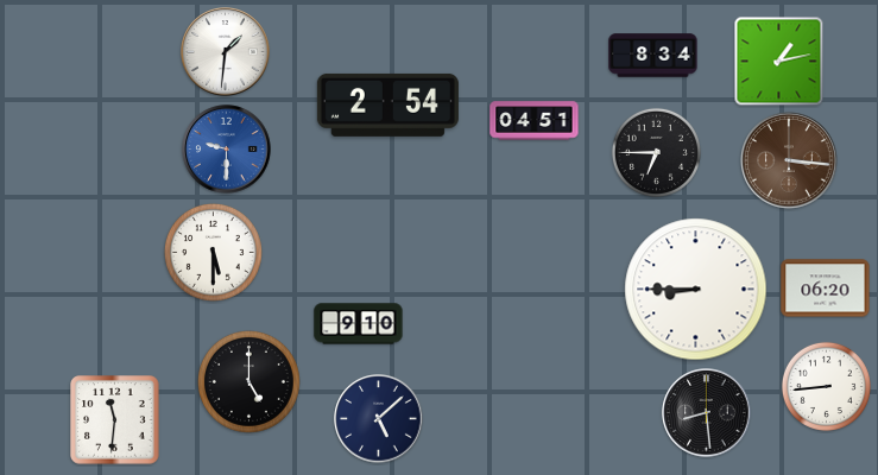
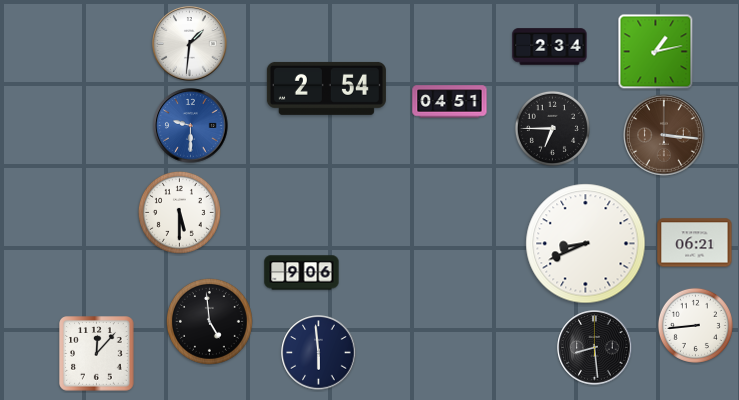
clock at (653, 56): 8:34 -> 2:34
clock at (826, 289): 06:20 -> 06:21
clock at (696, 290): 8:45 -> 8:41
clock at (359, 324): 9:10 -> 9:06
clock at (248, 381): 5:00 -> 4:59
clock at (379, 419): 5:08 -> 5:59
clock at (115, 420): 11:31 -> 12:07
